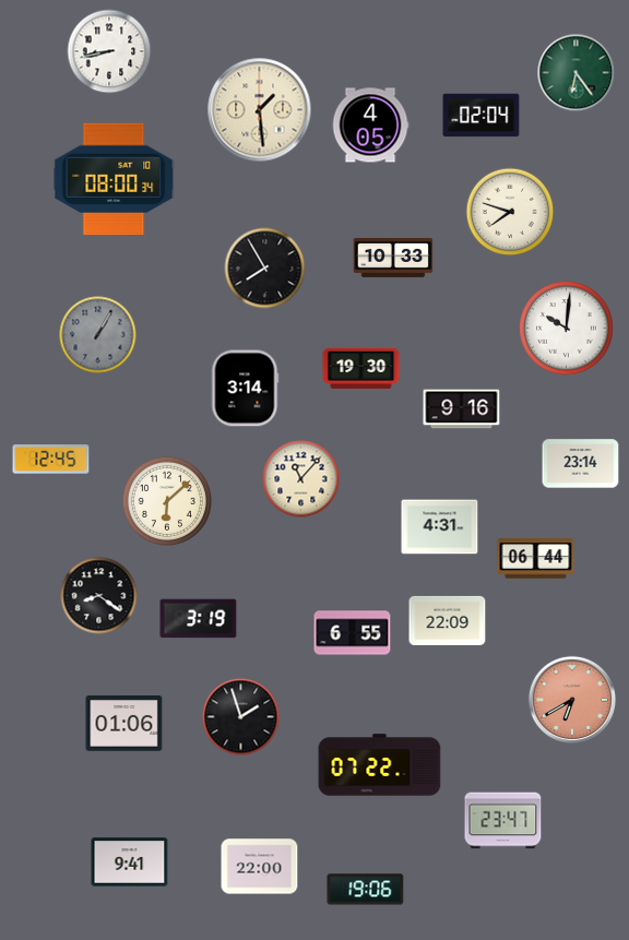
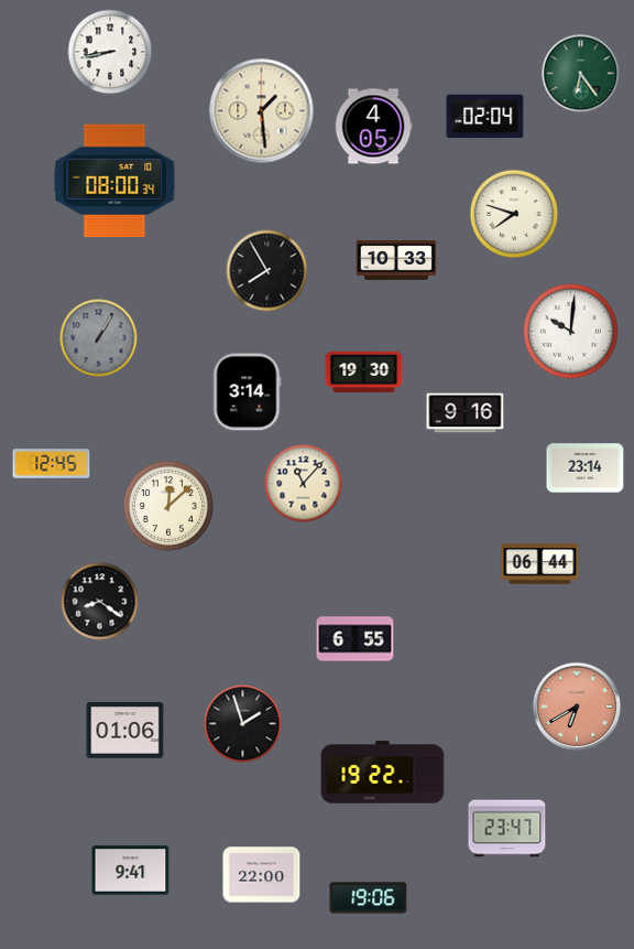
clock at (166, 500): 6:08 -> 12:08
clock at (440, 527): 4:31 -> none
clock at (199, 619): 3:19 -> none
clock at (448, 620): 22:09 -> none
clock at (380, 765): 07:22 -> 19:22
